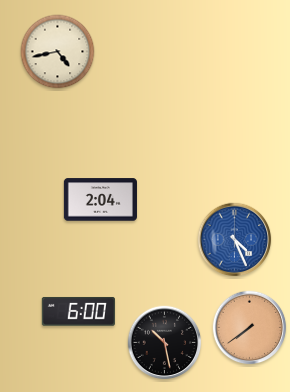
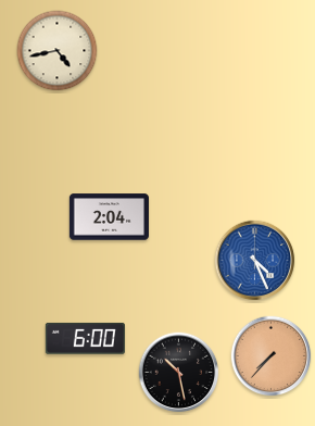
clock at (58, 52) position: (58, 52) -> (58, 51)
clock at (250, 328): 7:39 -> 7:37
